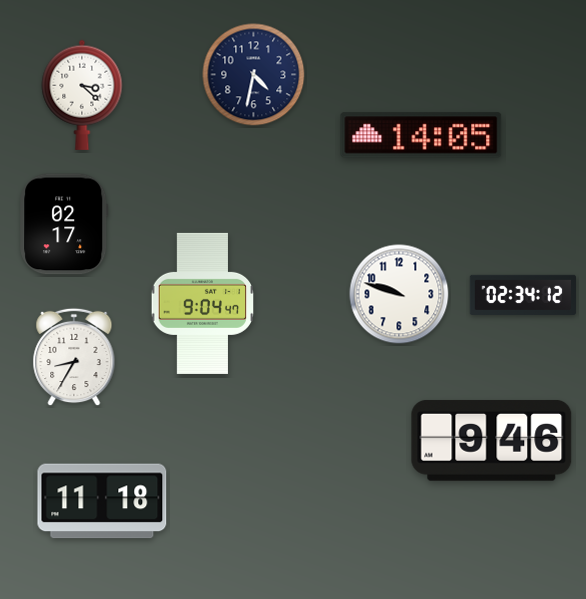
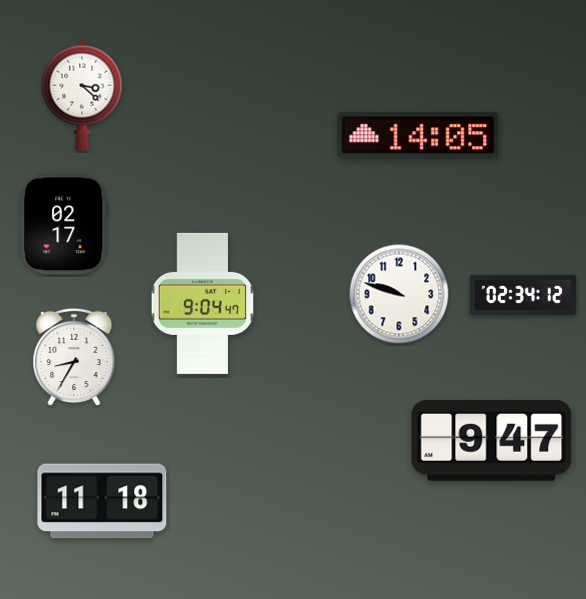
clock at (254, 75): 4:32 -> none
clock at (421, 135) position: (421, 135) -> (418, 135)
clock at (492, 440): 9:46 -> 9:47
